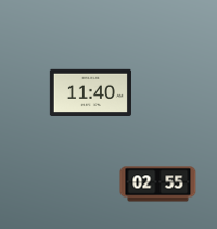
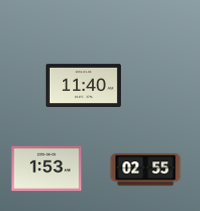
clock at (47, 168): none -> 1:53
